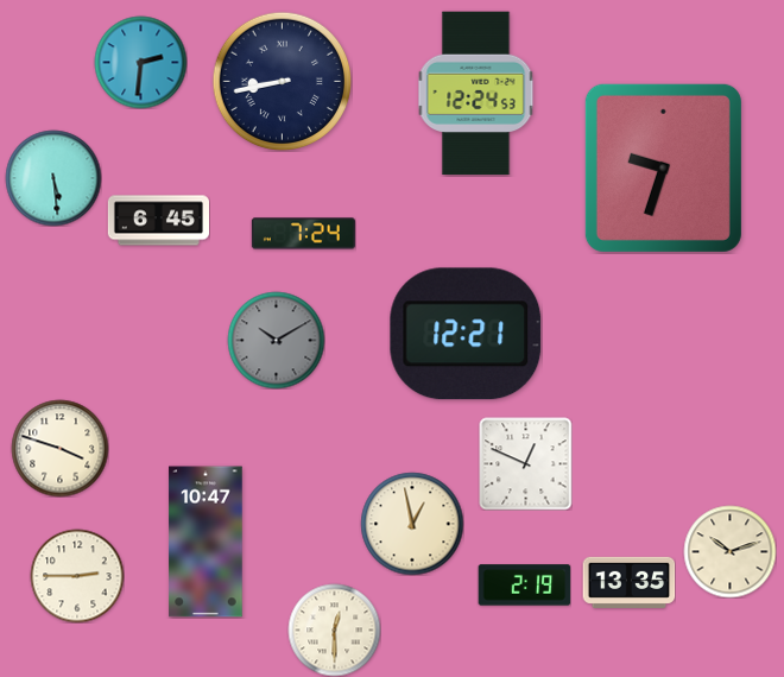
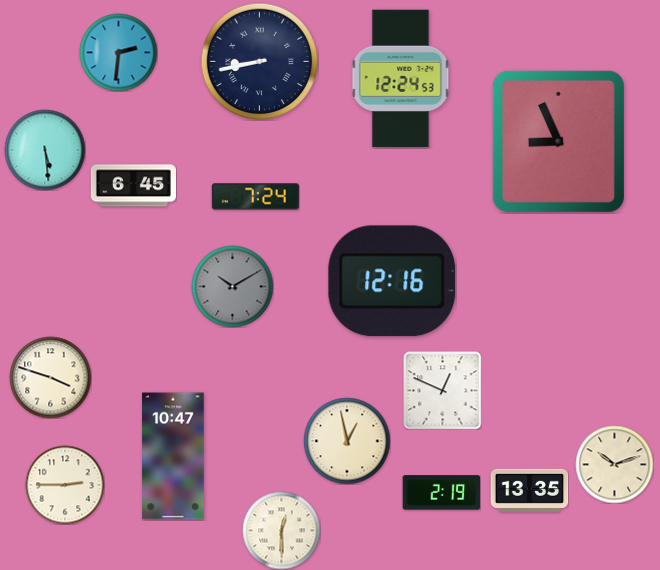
clock at (282, 81) position: (282, 81) -> (259, 61)
clock at (663, 167): 9:33 -> 8:56
clock at (466, 334): 12:21 -> 12:16
